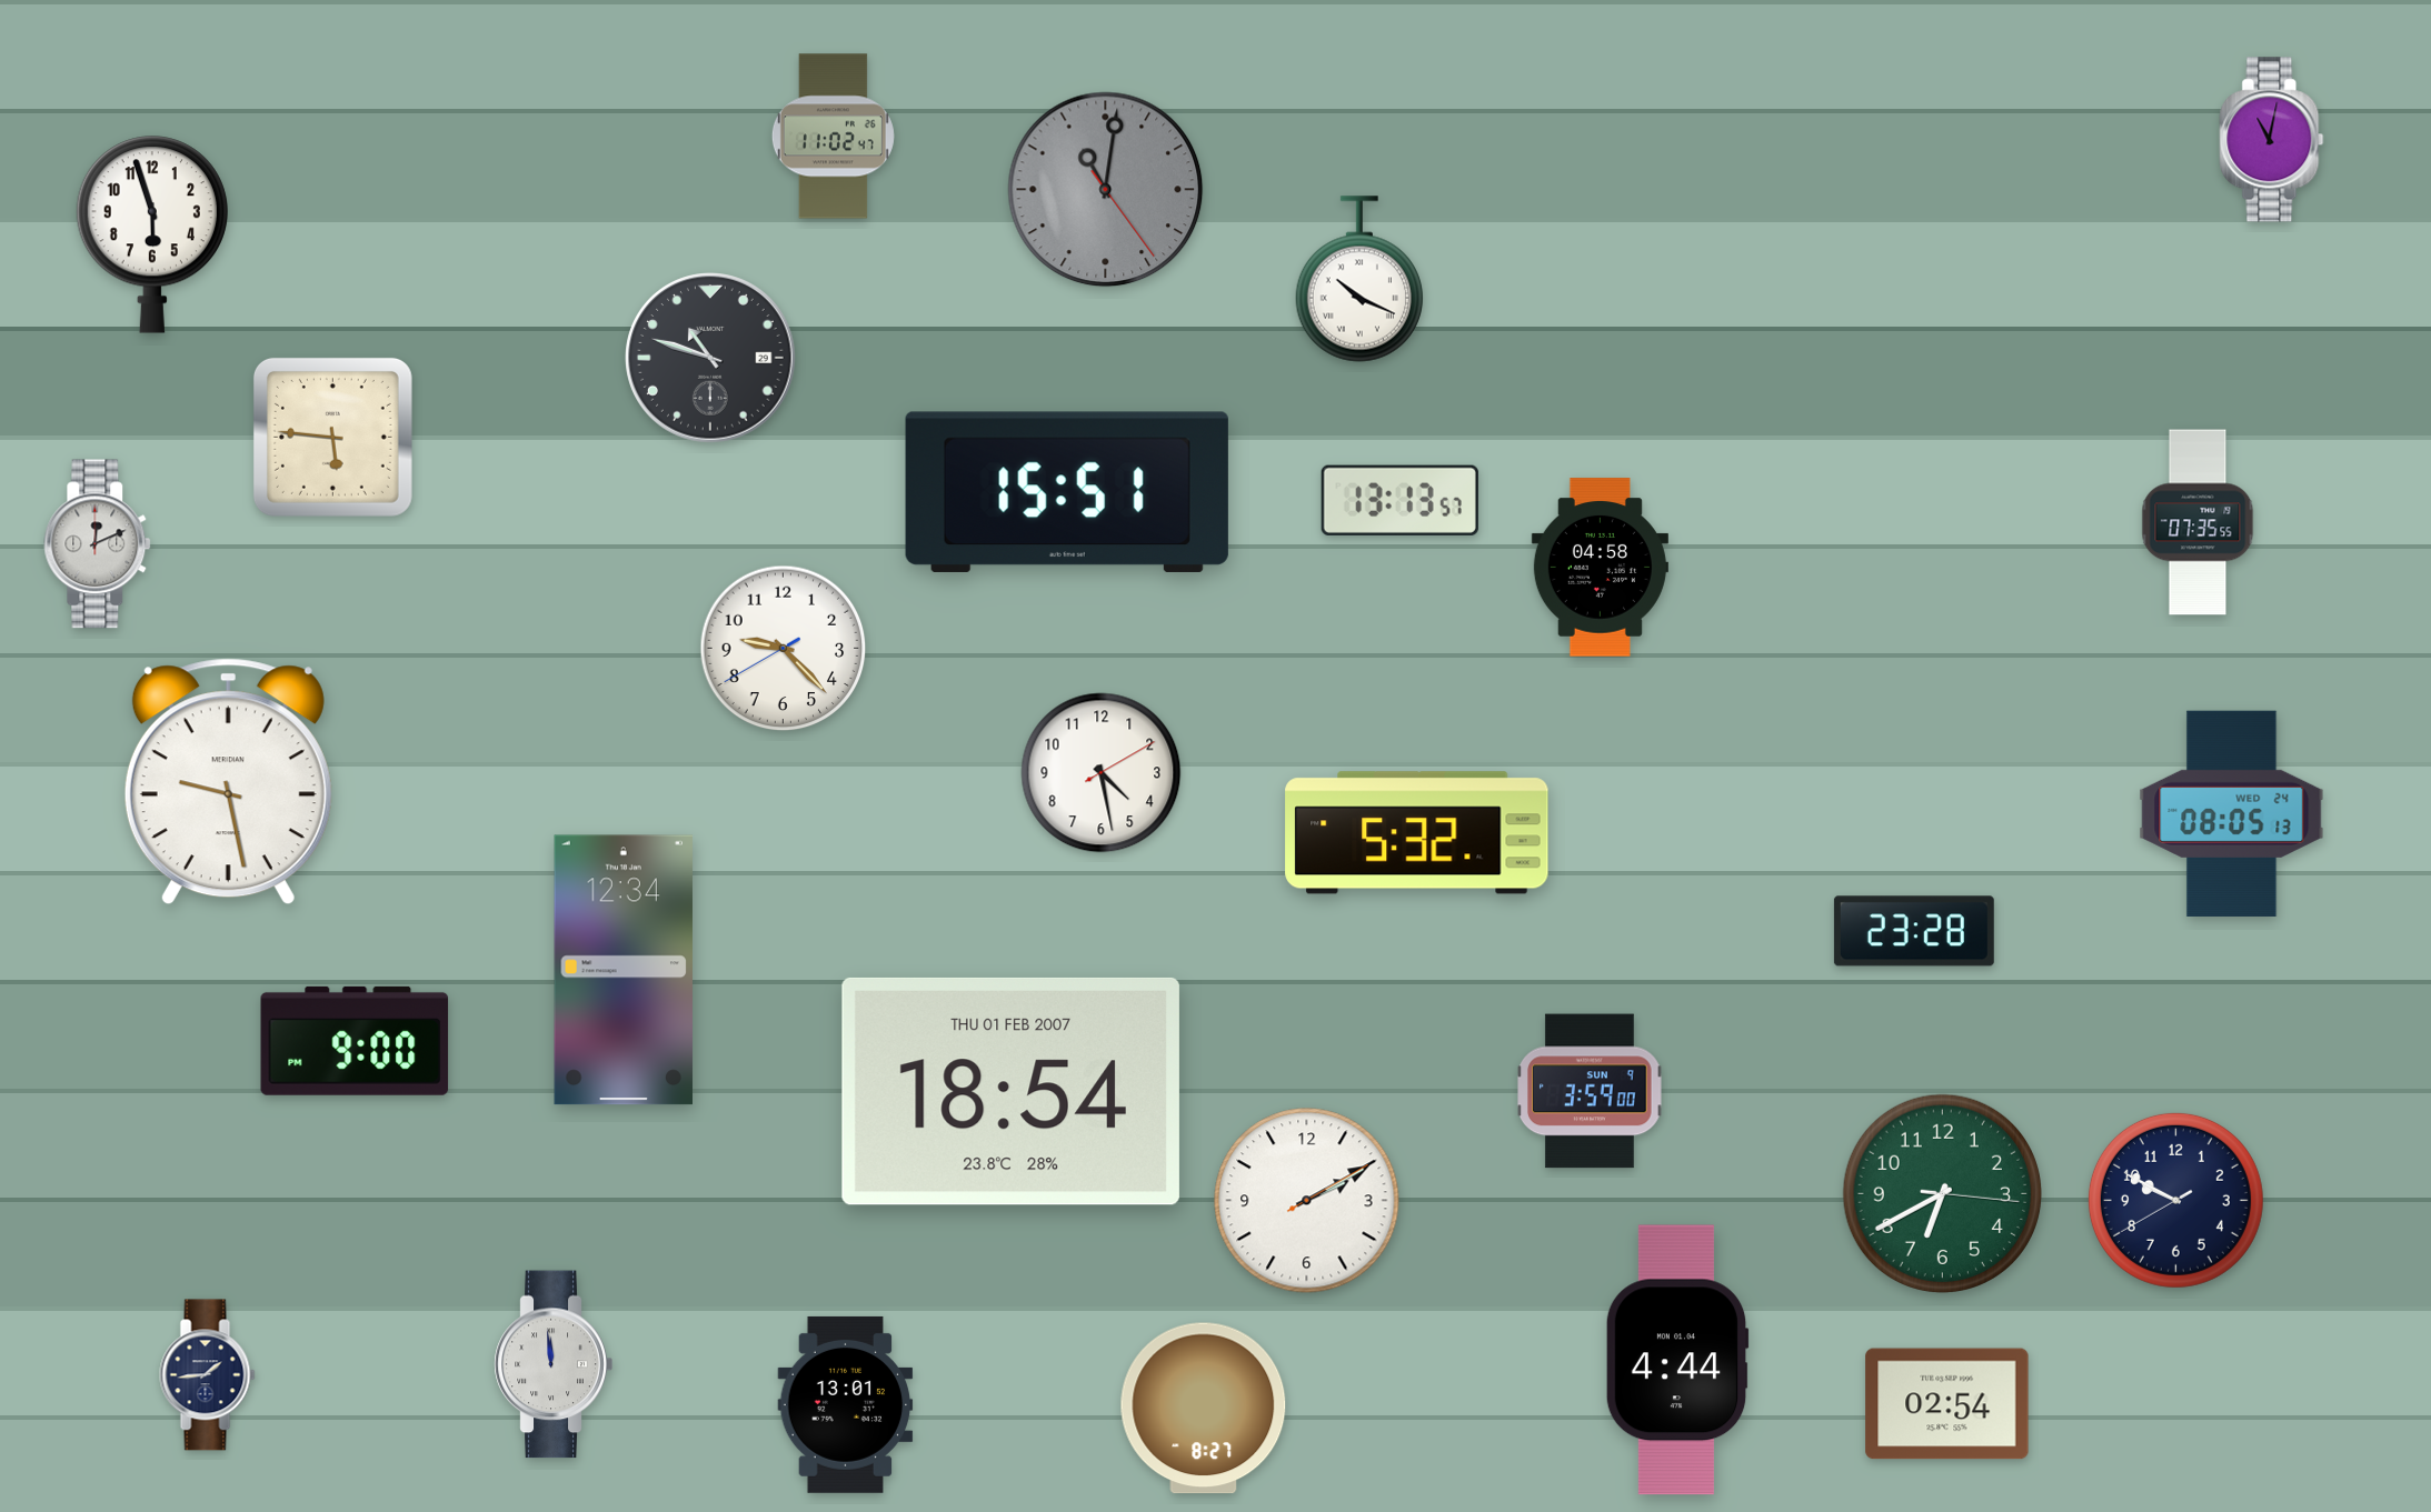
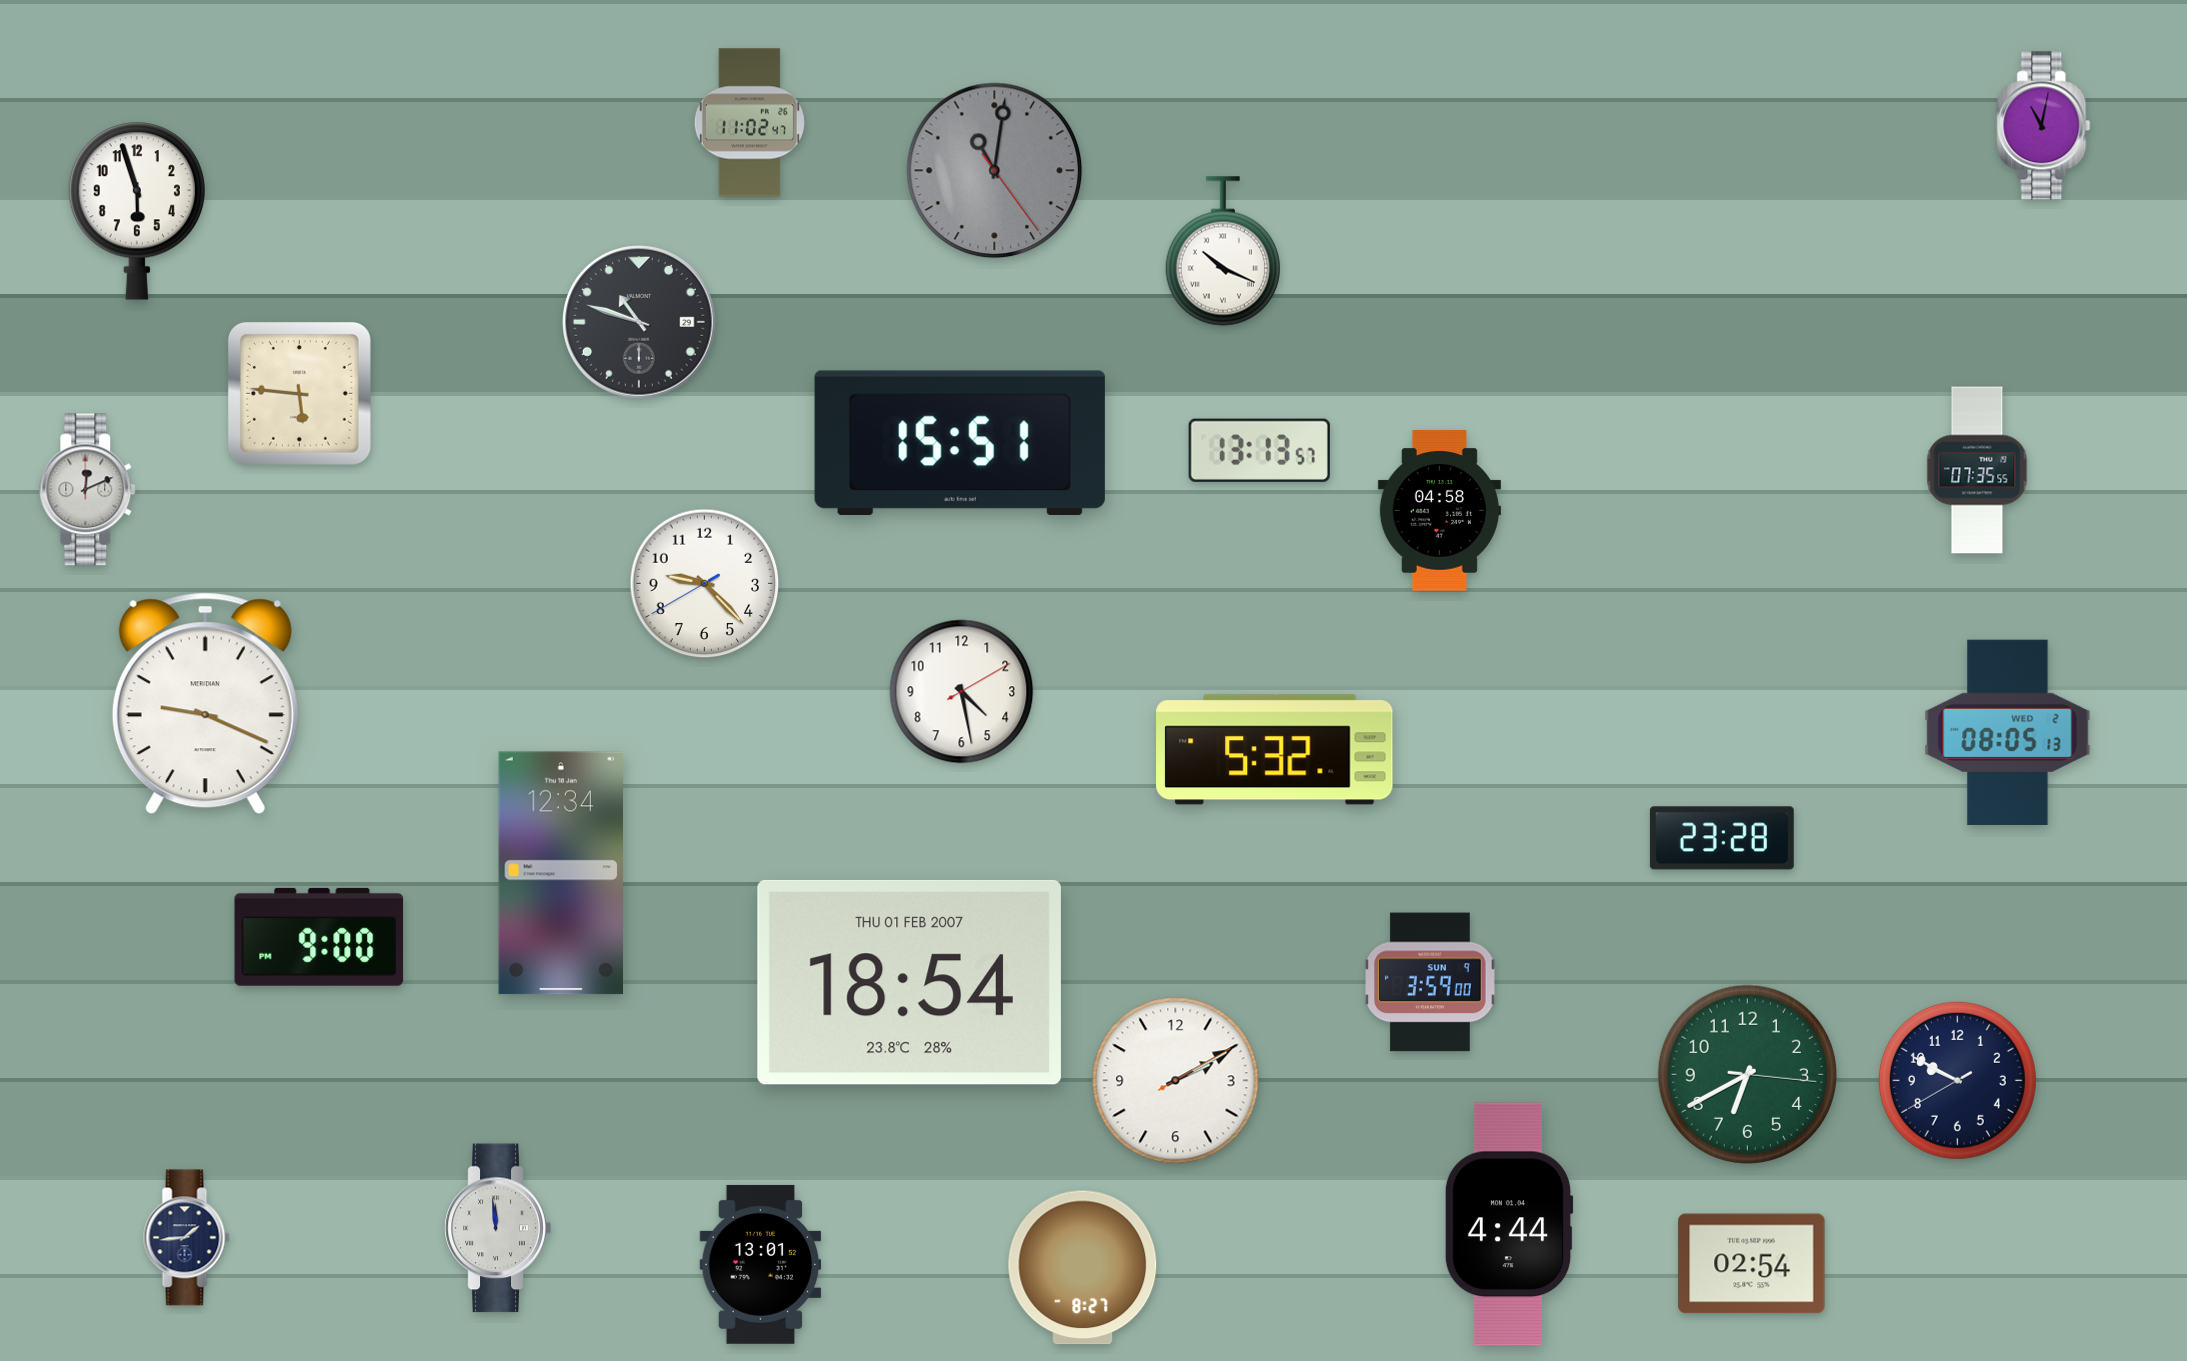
clock at (1102, 773) position: (1102, 773) -> (962, 692)
clock at (228, 782): 9:28 -> 9:19
clock at (2232, 813) date: WED 24 -> WED 2
